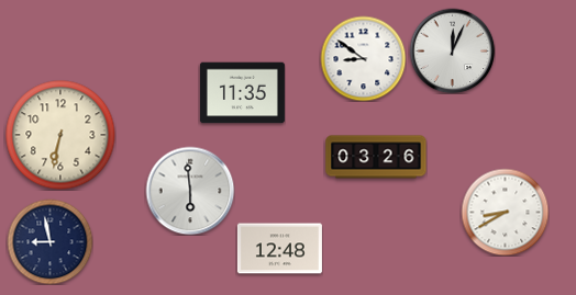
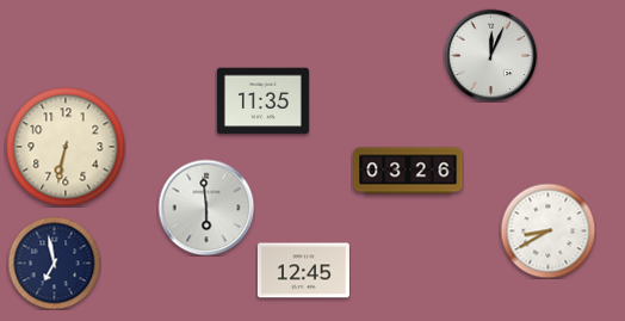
clock at (363, 58): 8:51 -> none
clock at (49, 241): 8:58 -> 6:58
clock at (279, 249): 12:48 -> 12:45
